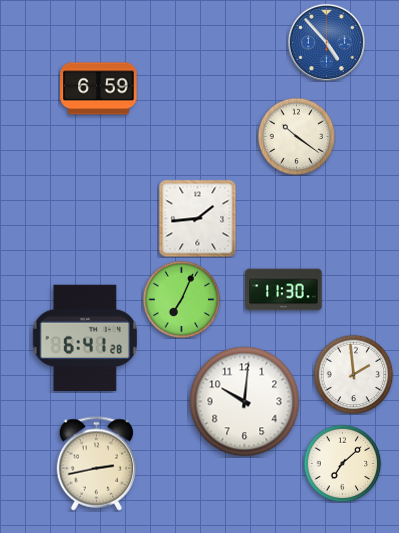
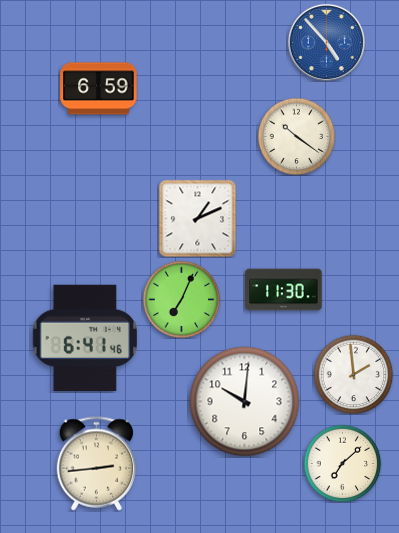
clock at (197, 218): 1:44 -> 1:11
clock at (84, 337): 6:41:28 -> 6:41:46
clock at (97, 464): 2:43 -> 2:44
